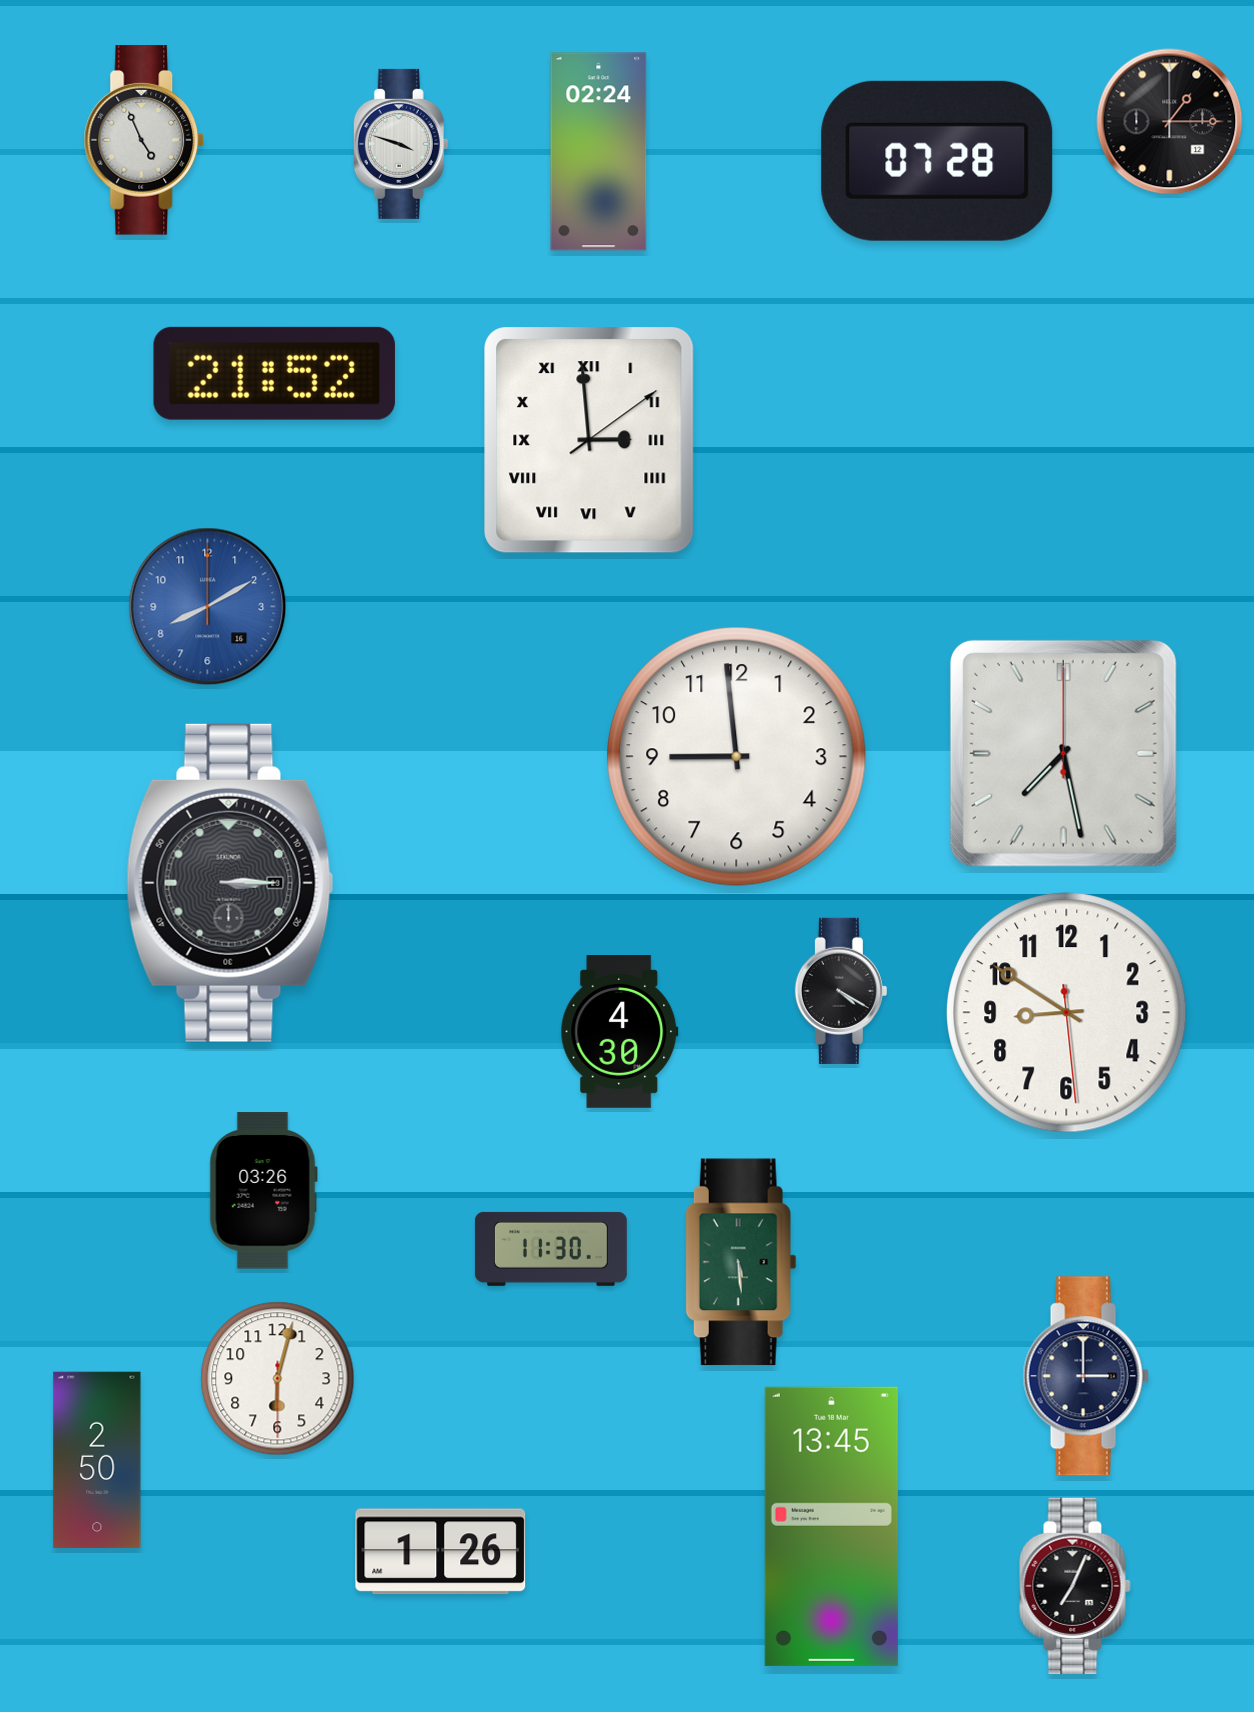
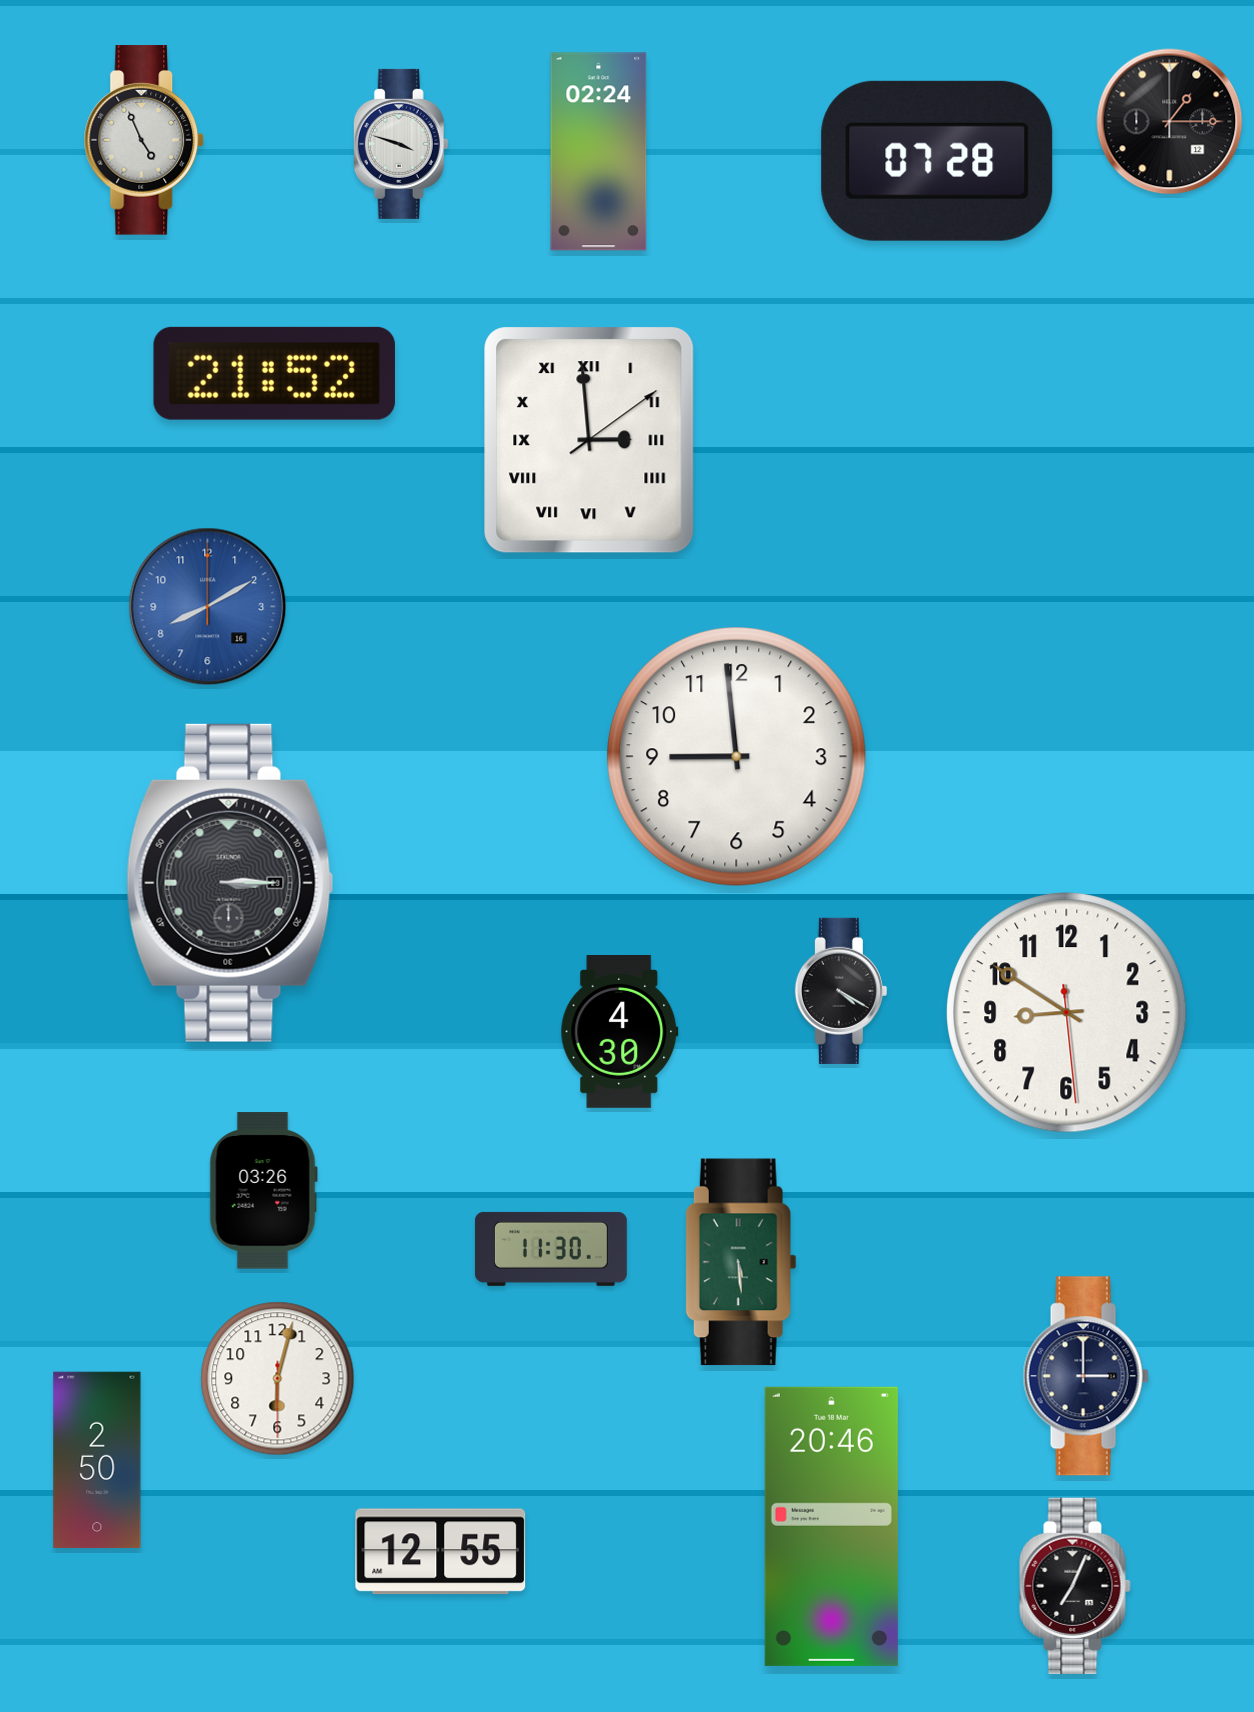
clock at (1063, 753): 7:28 -> none
clock at (831, 1526): 13:45 -> 20:46
clock at (441, 1552): 1:26 -> 12:55
